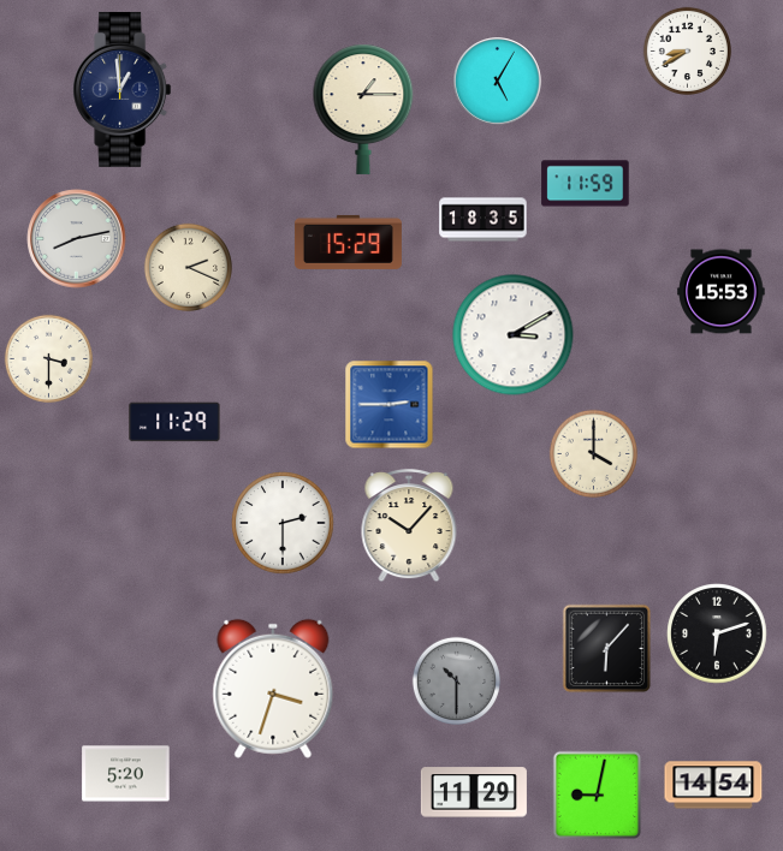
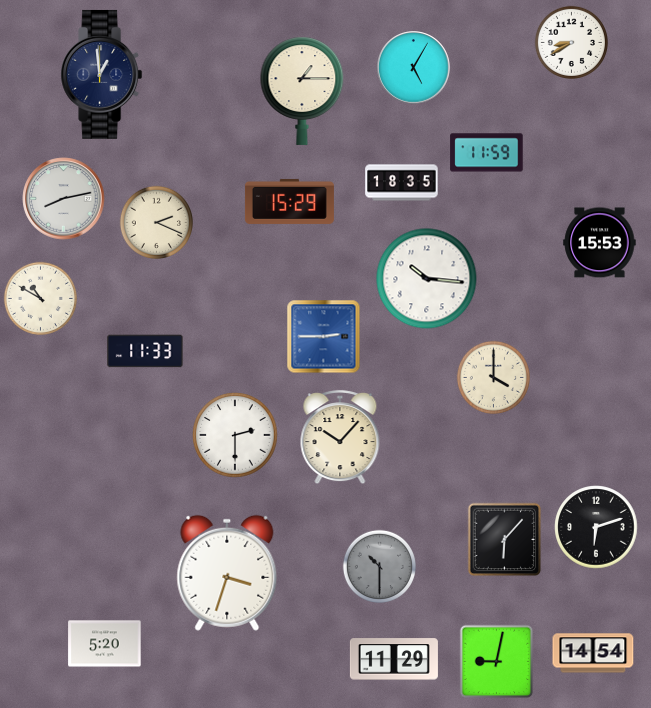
clock at (514, 335): 3:10 -> 10:16
clock at (48, 358): 3:30 -> 10:50
clock at (174, 422): 11:29 -> 11:33
